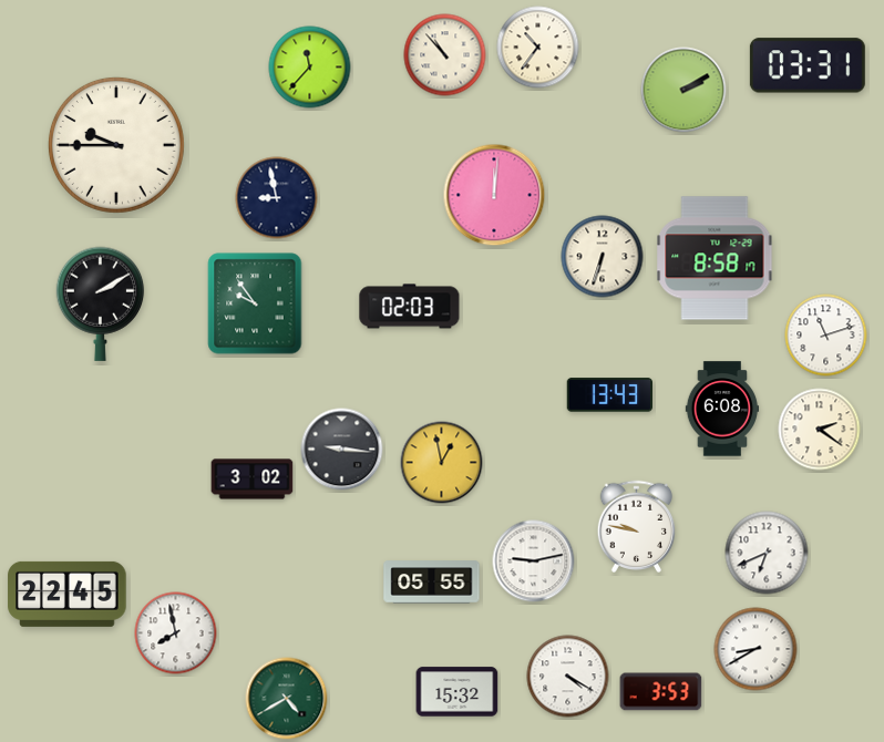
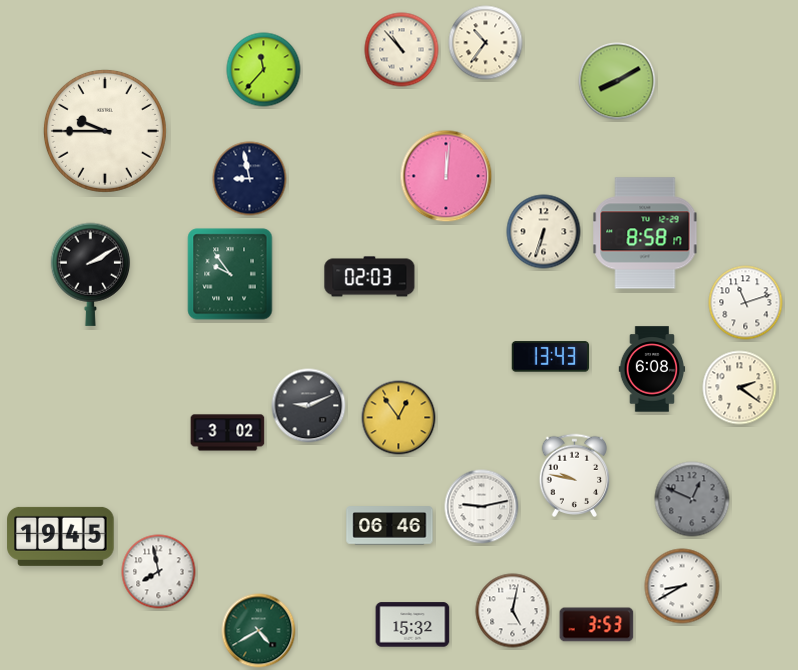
clock at (808, 65): 03:31 -> none
clock at (310, 68) position: (310, 68) -> (264, 70)
clock at (683, 90): 2:10 -> 8:10
clock at (342, 450): 9:16 -> 9:11
clock at (442, 463): 12:58 -> 12:54
clock at (767, 553): 6:41 -> 12:49
clock at (767, 553) dial: white -> grey
clock at (432, 583): 05:55 -> 06:46
clock at (68, 594): 22:45 -> 19:45
clock at (568, 677): 4:20 -> 5:02
